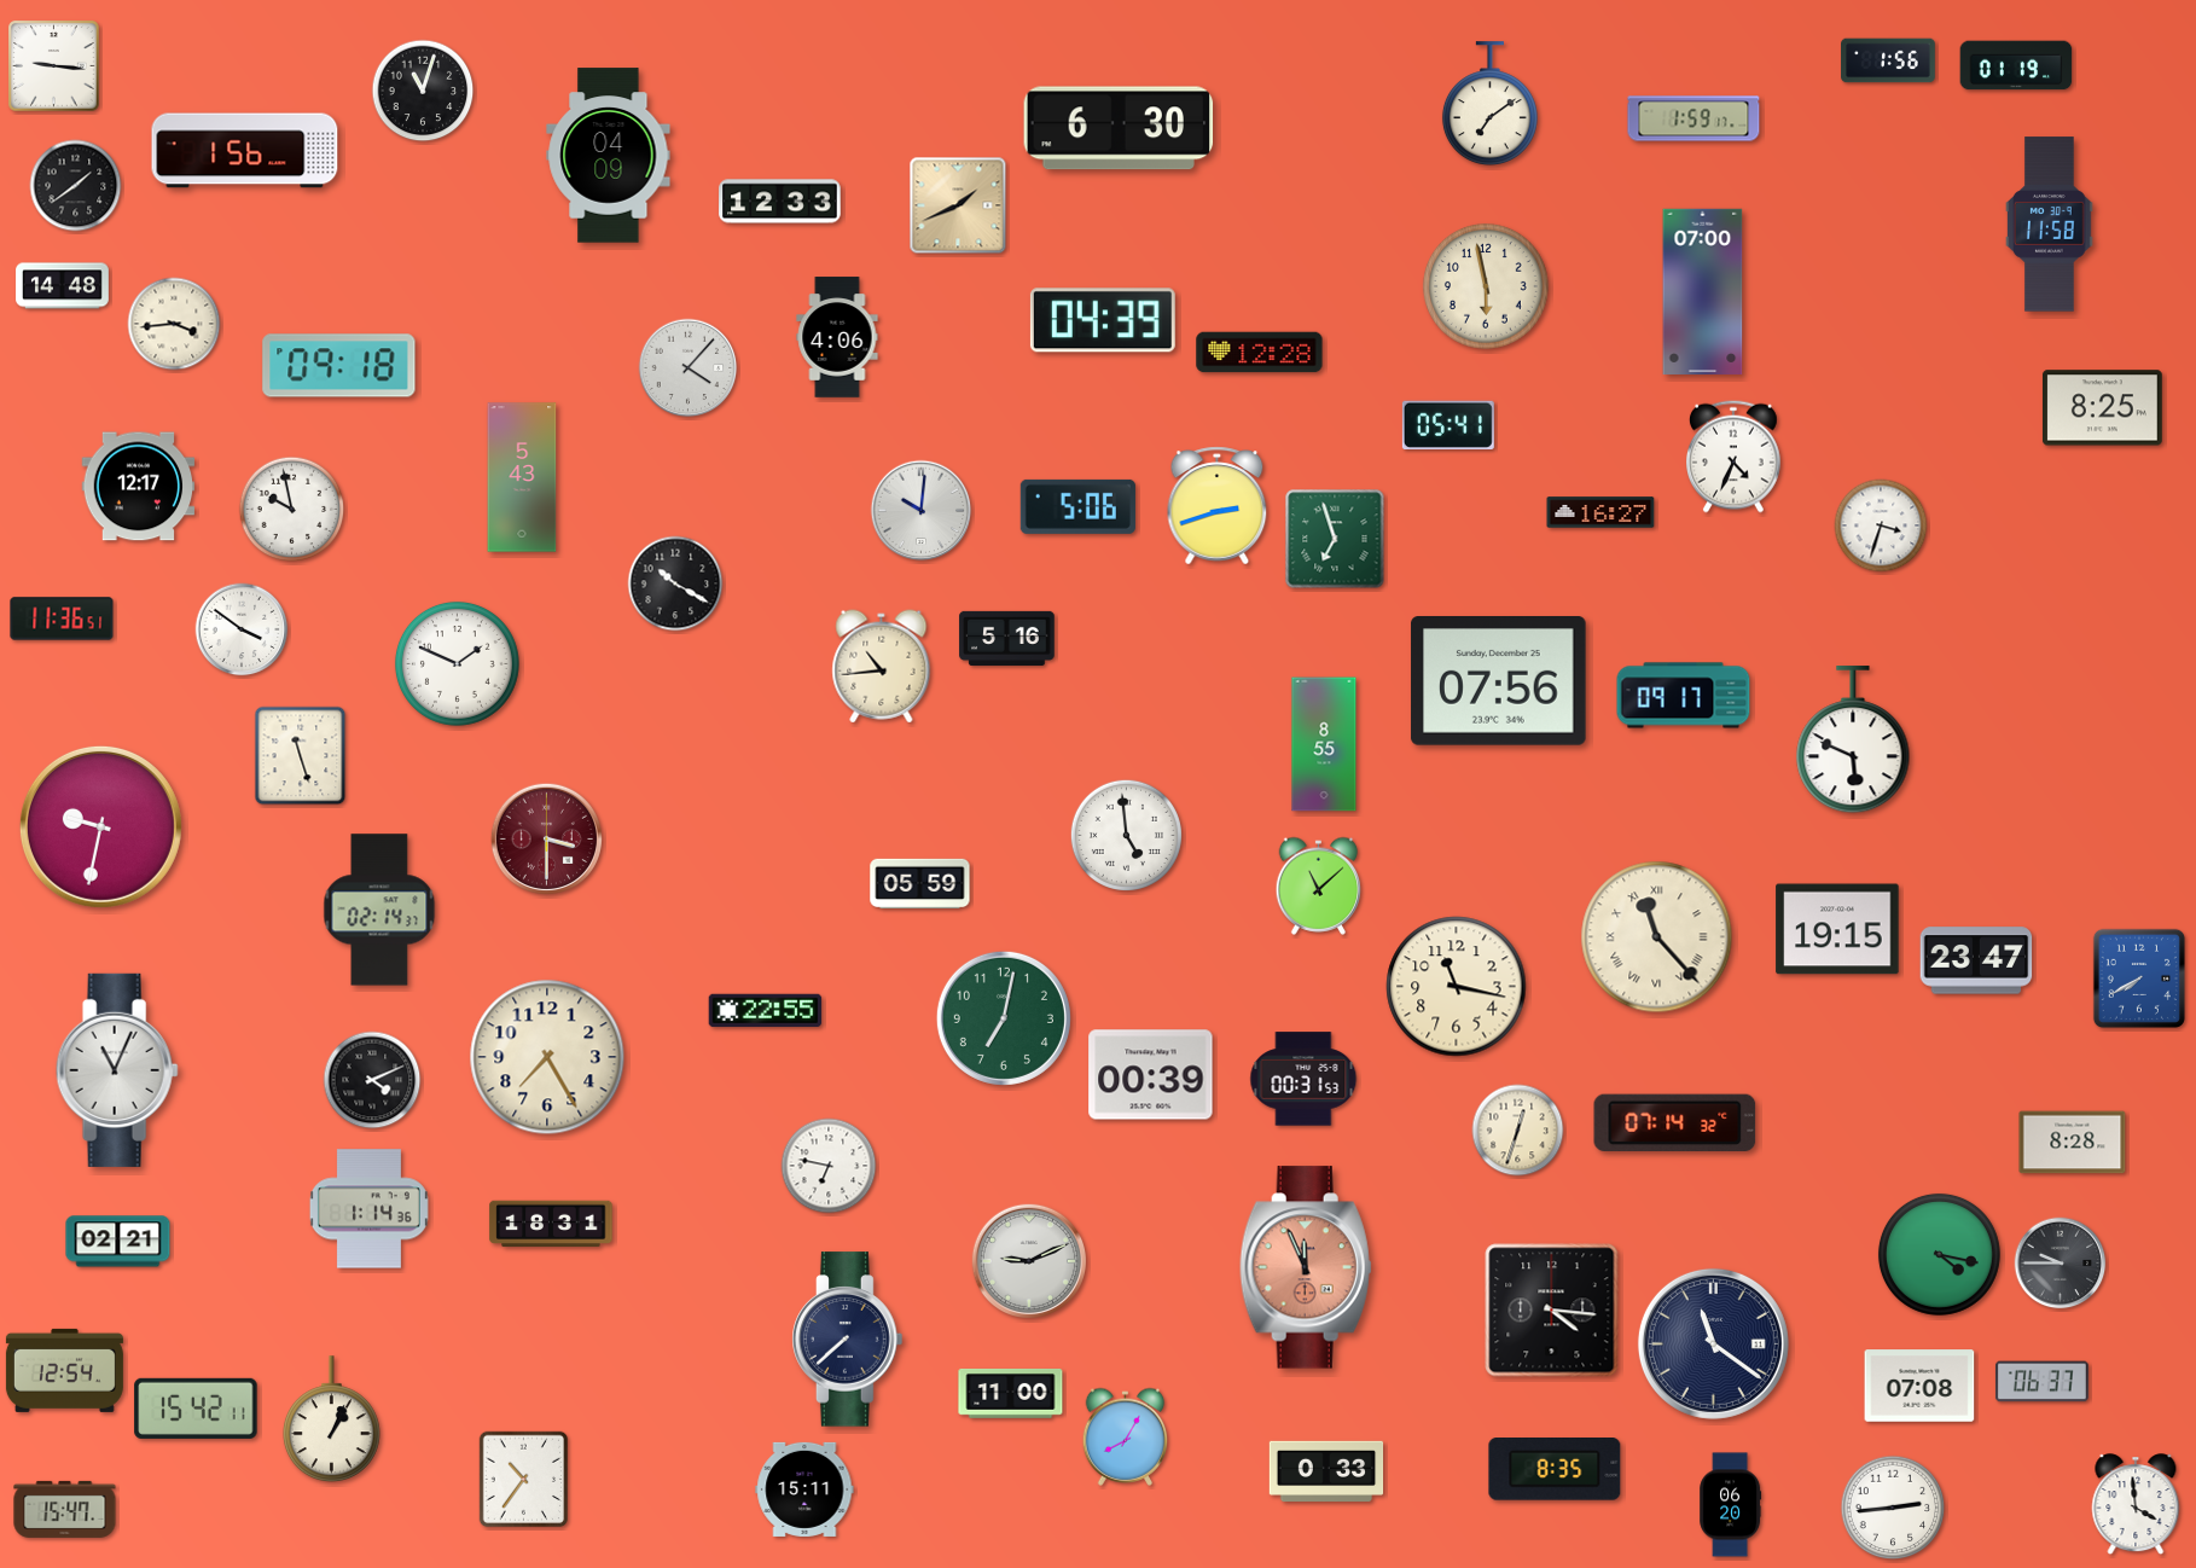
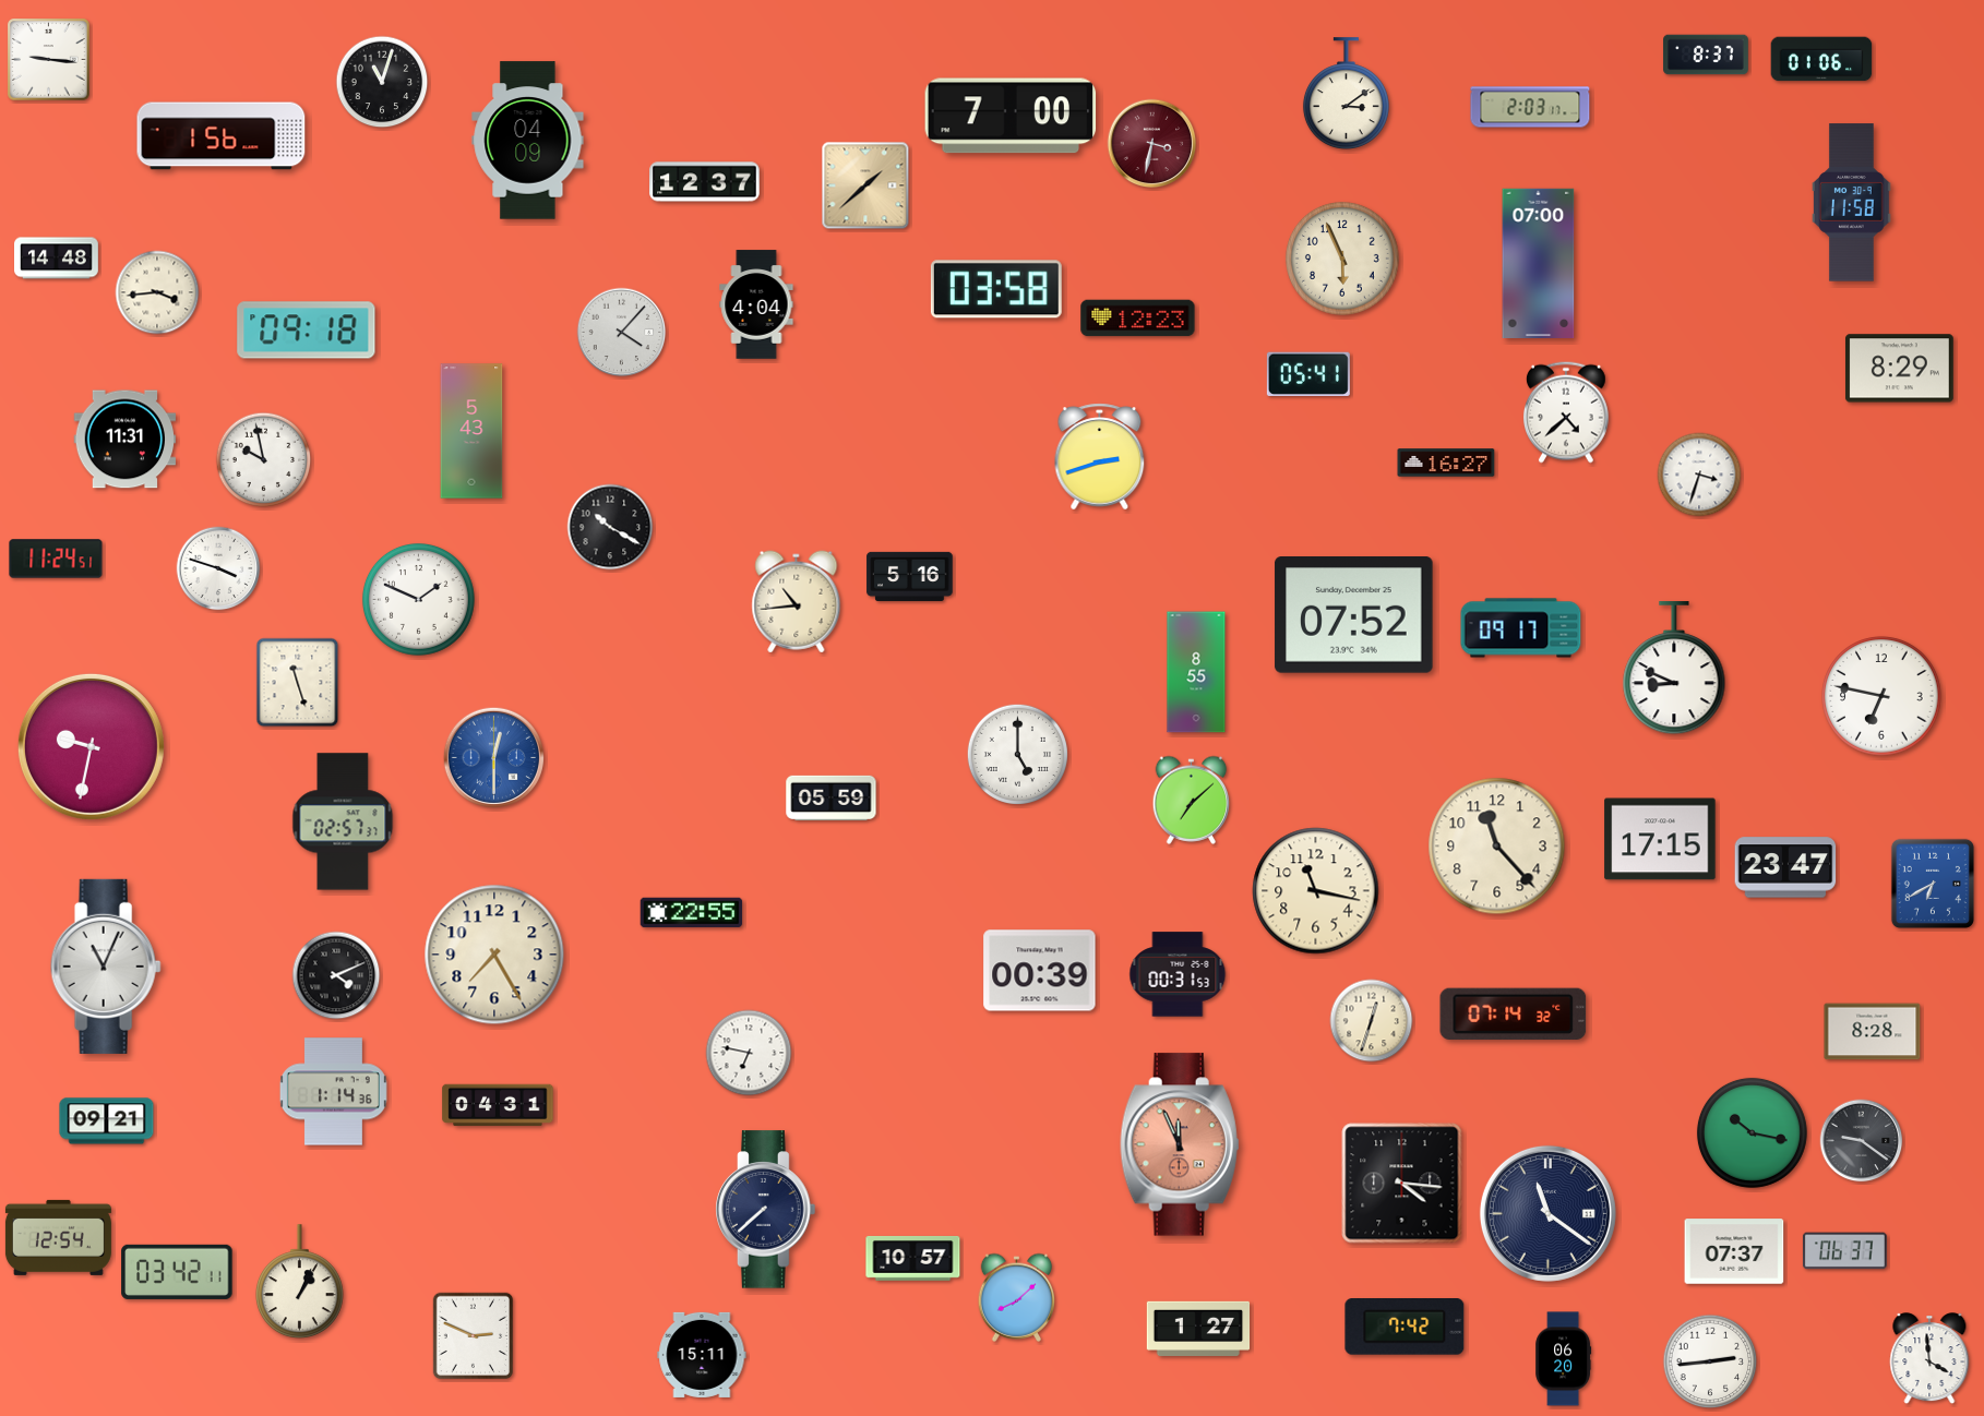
clock at (1888, 60): 1:56 -> 8:37
clock at (2016, 65): 01:19 -> 01:06
clock at (1489, 103): 7:09 -> 3:09
clock at (1694, 118): 1:59 -> 2:03
clock at (1119, 128): 6:30 -> 7:00
clock at (609, 156) position: (609, 156) -> (528, 141)
clock at (1152, 144): none -> 3:32
clock at (76, 186): 1:39 -> none
clock at (780, 202): 12:33 -> 12:37
clock at (958, 205): 1:41 -> 1:38
clock at (1486, 286): 5:58 -> 5:56
clock at (1103, 320): 04:39 -> 03:58
clock at (837, 337): 4:06 -> 4:04
clock at (1260, 353): 12:28 -> 12:23
clock at (2102, 408): 8:25 -> 8:29
clock at (1448, 424) position: (1448, 424) -> (1308, 373)
clock at (1735, 457): 4:34 -> 4:38
clock at (139, 487): 12:17 -> 11:31
clock at (1077, 506): 5:06 -> none
clock at (922, 511): 10:01 -> none
clock at (1335, 539): 6:57 -> none
clock at (62, 619): 11:36 -> 11:24
clock at (242, 629): 3:51 -> 3:48
clock at (457, 663) position: (457, 663) -> (418, 599)
clock at (1499, 681): 07:56 -> 07:52
clock at (1853, 741): 5:49 -> 8:49
clock at (301, 756) position: (301, 756) -> (298, 683)
clock at (1881, 696): none -> 6:47
clock at (1126, 835): 4:59 -> 5:00
clock at (547, 840): 3:30 -> 12:30
clock at (547, 840) dial: burgundy -> blue
clock at (1319, 885): 11:08 -> 7:08
clock at (379, 910): 02:14 -> 02:57
clock at (1837, 929): 19:15 -> 17:15
clock at (1657, 937) numerals: Roman -> Arabic
clock at (2139, 978): 7:40 -> 6:40
clock at (1004, 1018): 7:02 -> none
clock at (551, 1224): 18:31 -> 04:31
clock at (118, 1242): 02:21 -> 09:21
clock at (1939, 1254): 4:17 -> 10:17
clock at (1028, 1260): 9:11 -> none
clock at (2061, 1264): 9:45 -> 9:21
clock at (2041, 1382) position: (2041, 1382) -> (1844, 1251)
clock at (1919, 1386): 07:08 -> 07:37
clock at (1011, 1393): 11:00 -> 10:57
clock at (196, 1409): 15:42 -> 03:42
clock at (1126, 1436): 8:05 -> 8:08
clock at (1555, 1469): 8:35 -> 7:42
clock at (1326, 1471): 0:33 -> 1:27
clock at (524, 1480): 10:36 -> 2:49
clock at (804, 1489) position: (804, 1489) -> (702, 1355)
clock at (65, 1509): 15:47 -> none
